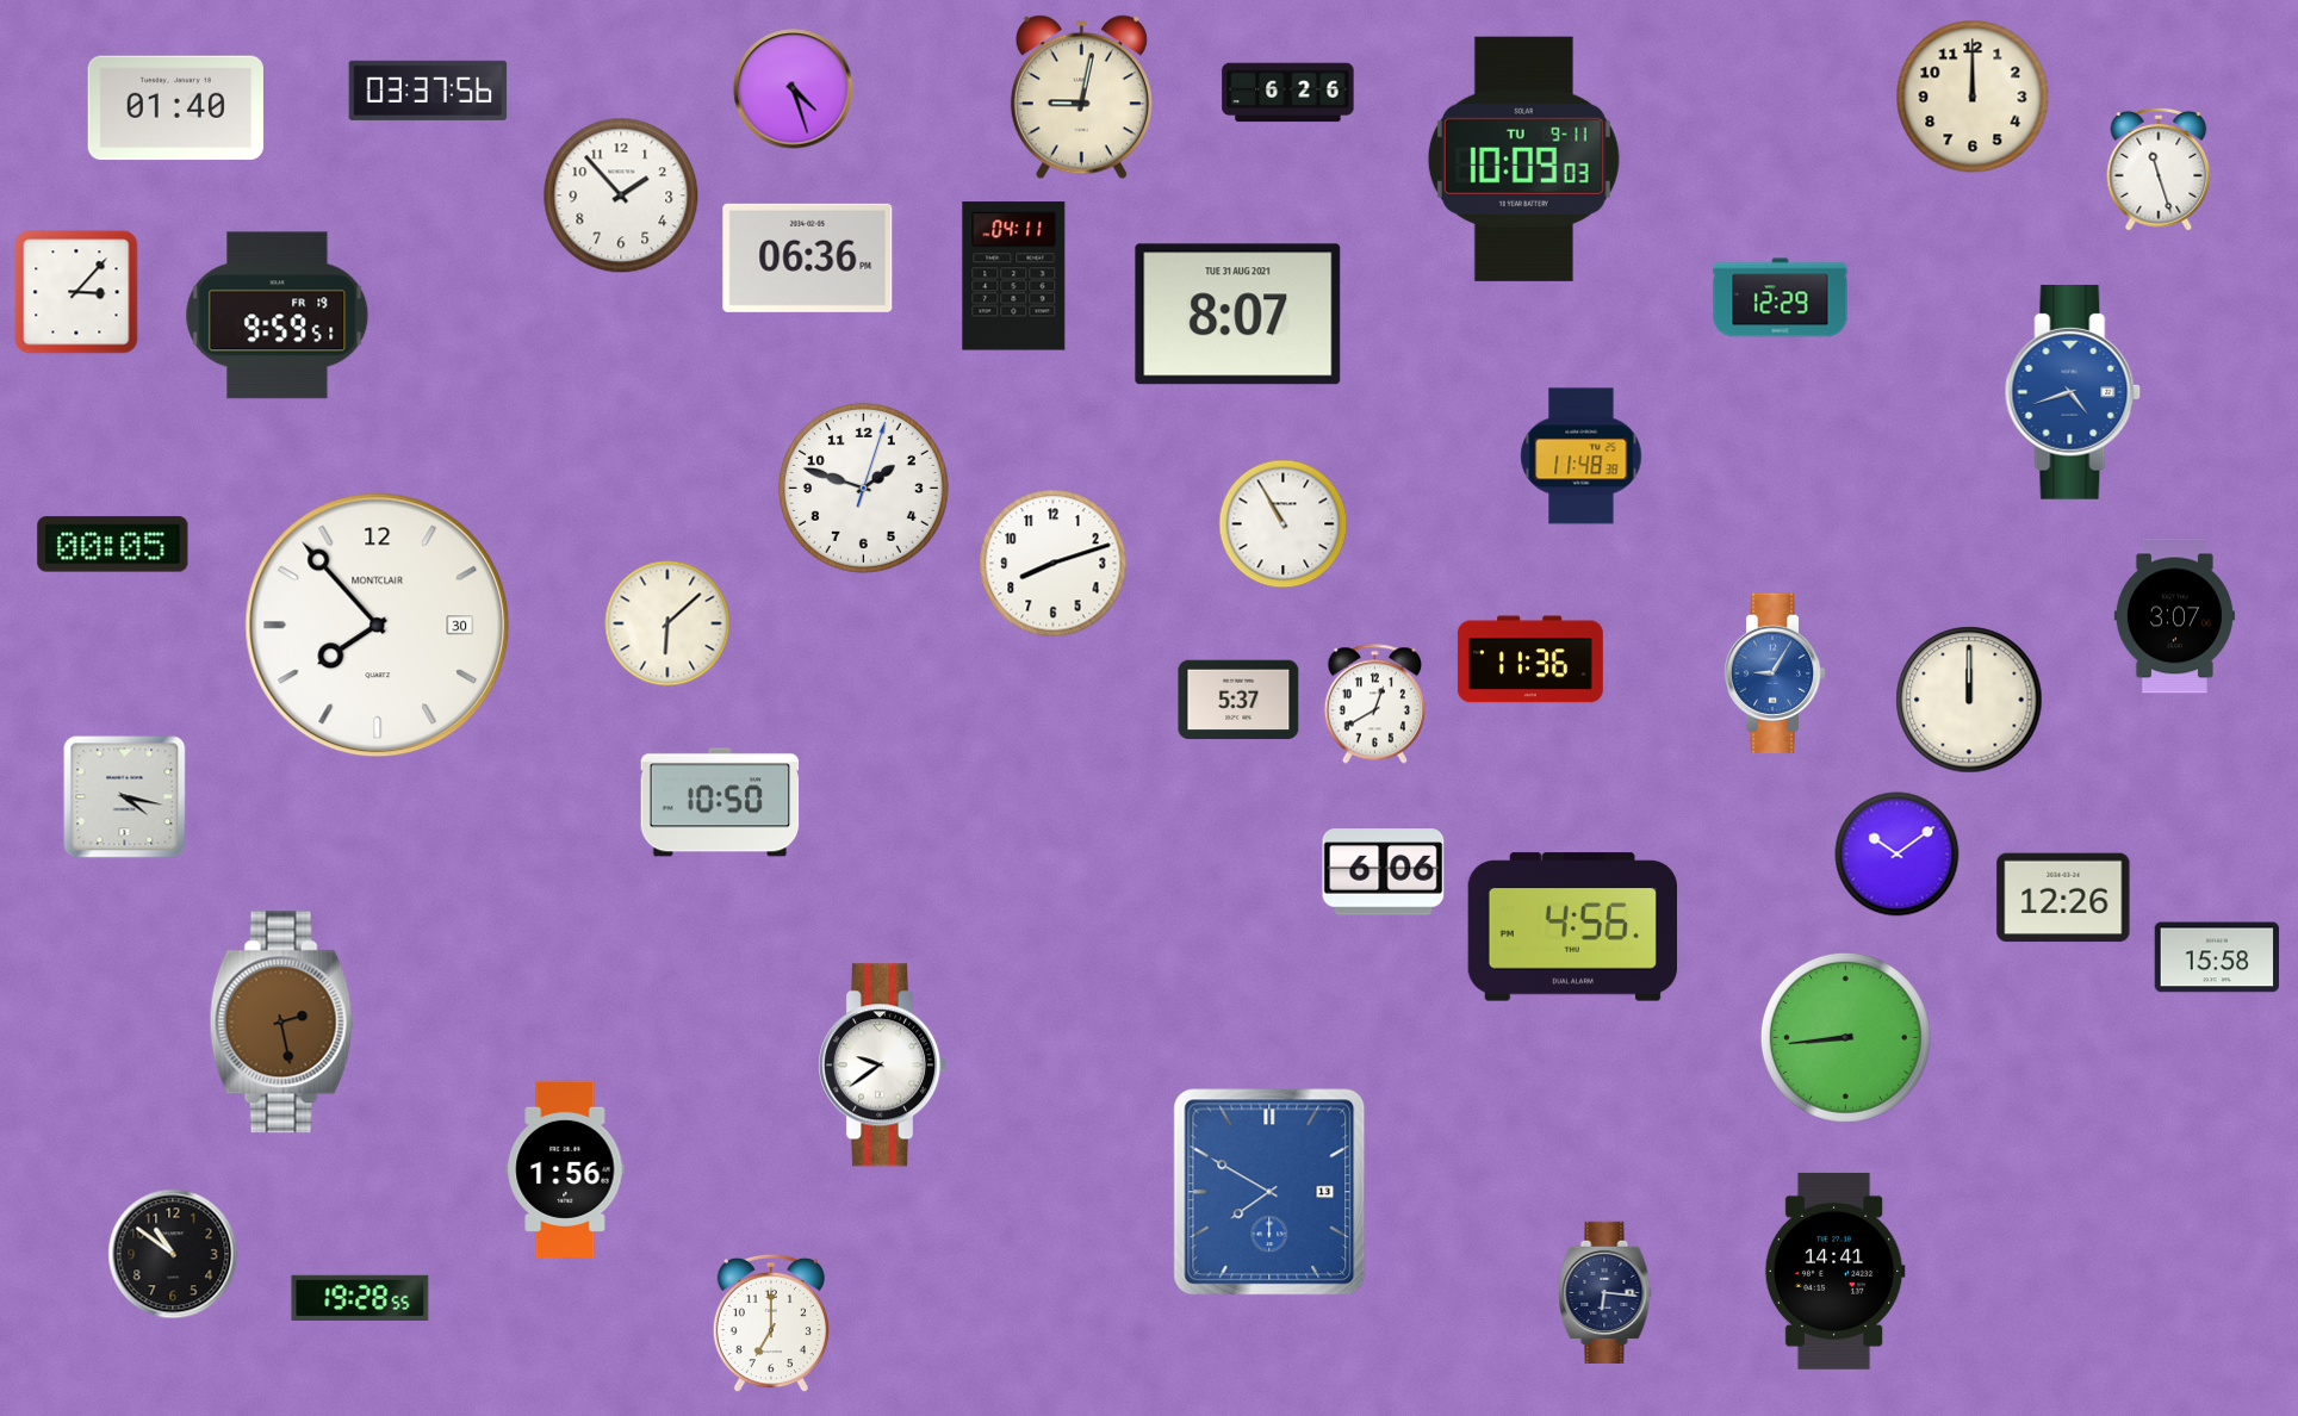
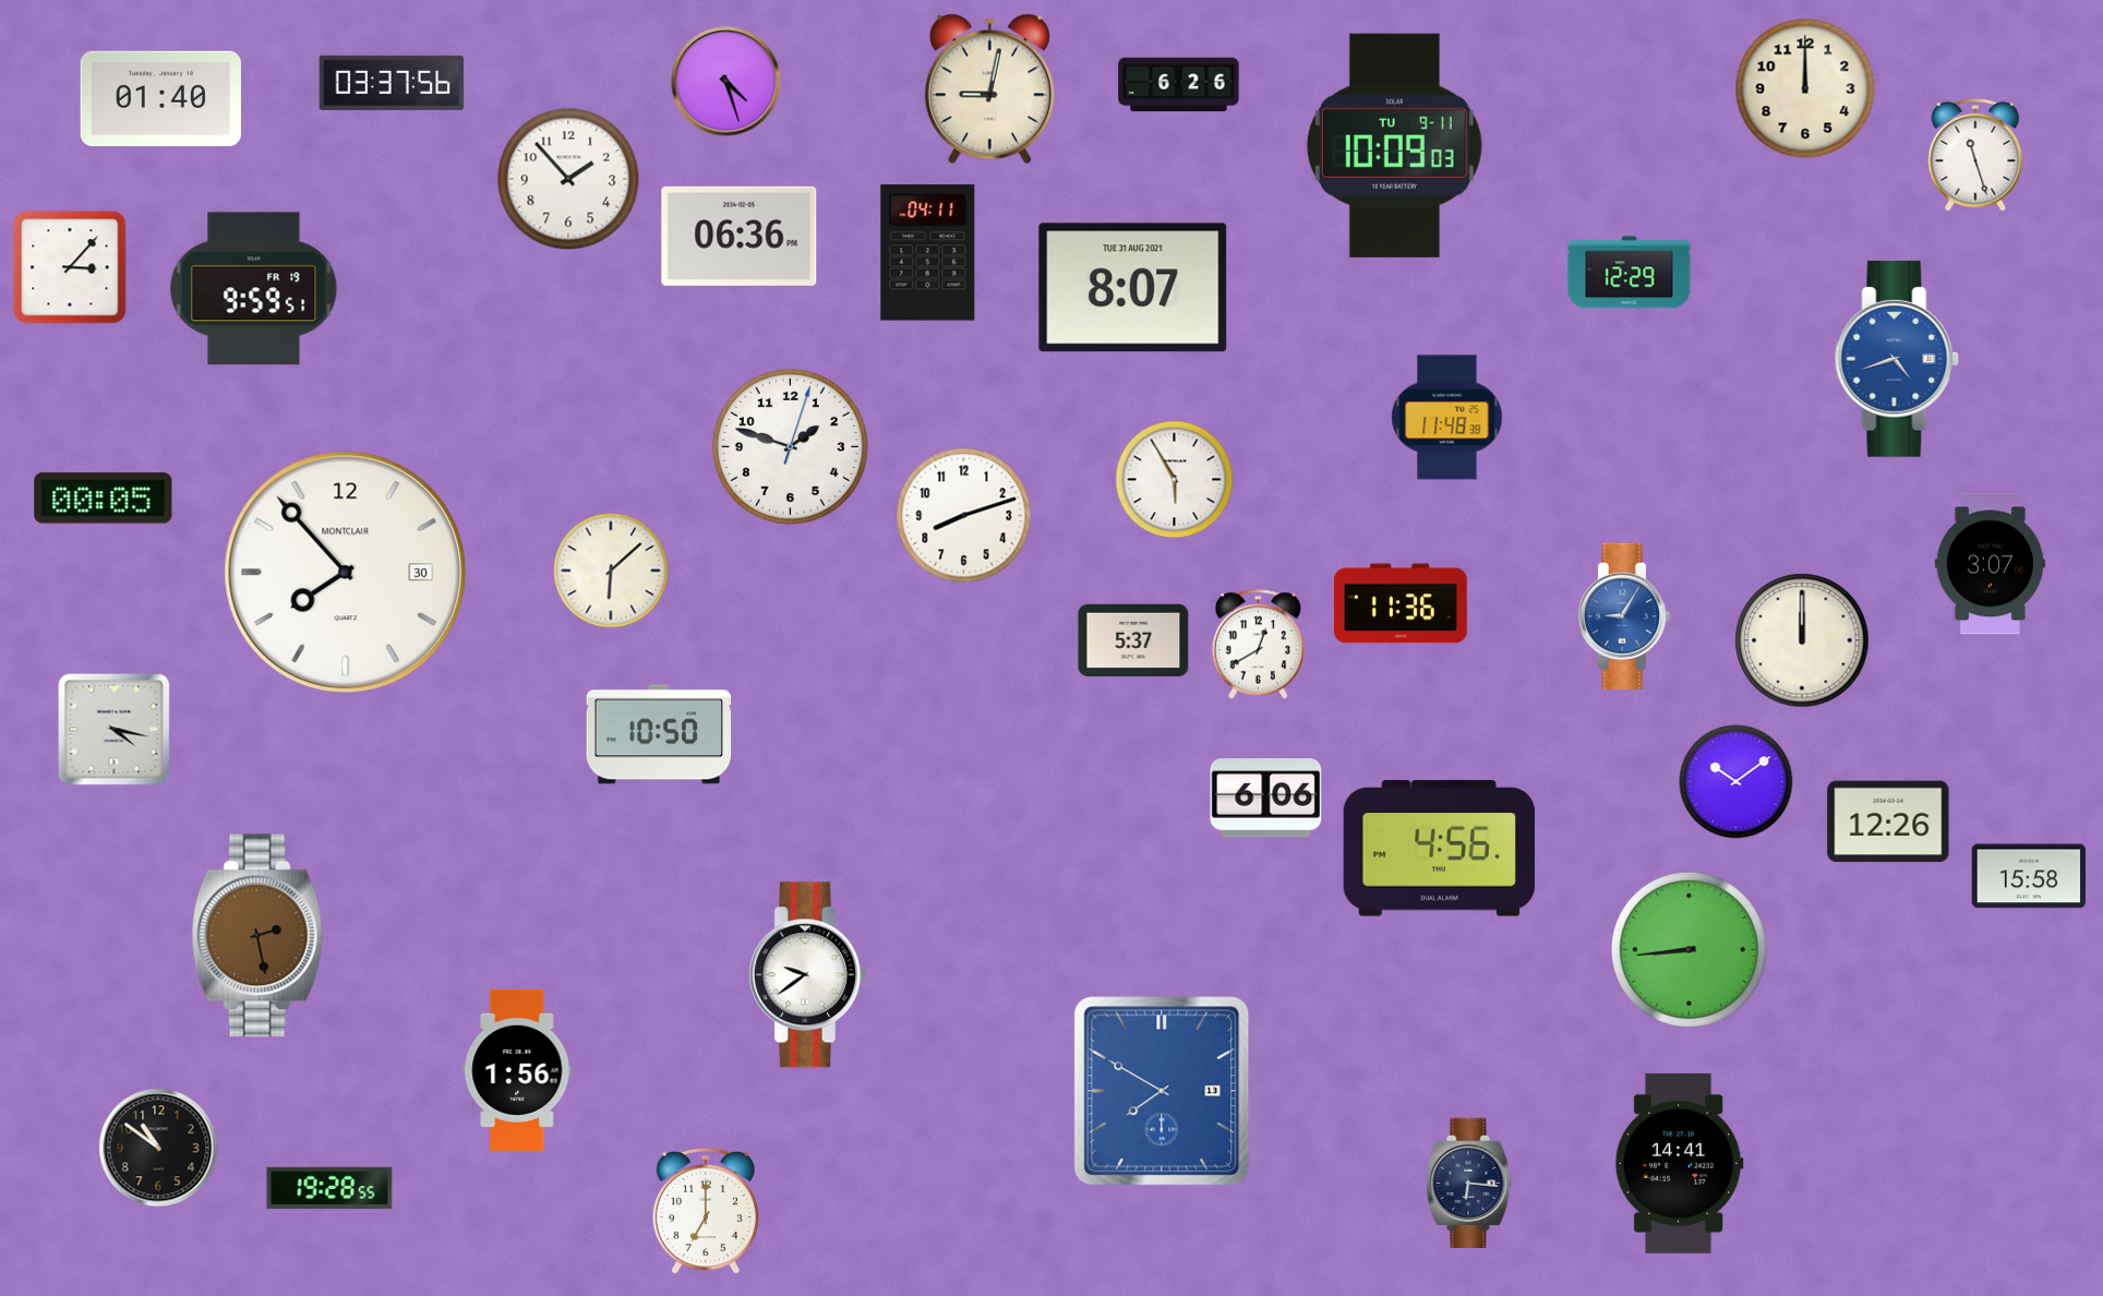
clock at (1284, 524): 10:55 -> 5:55
